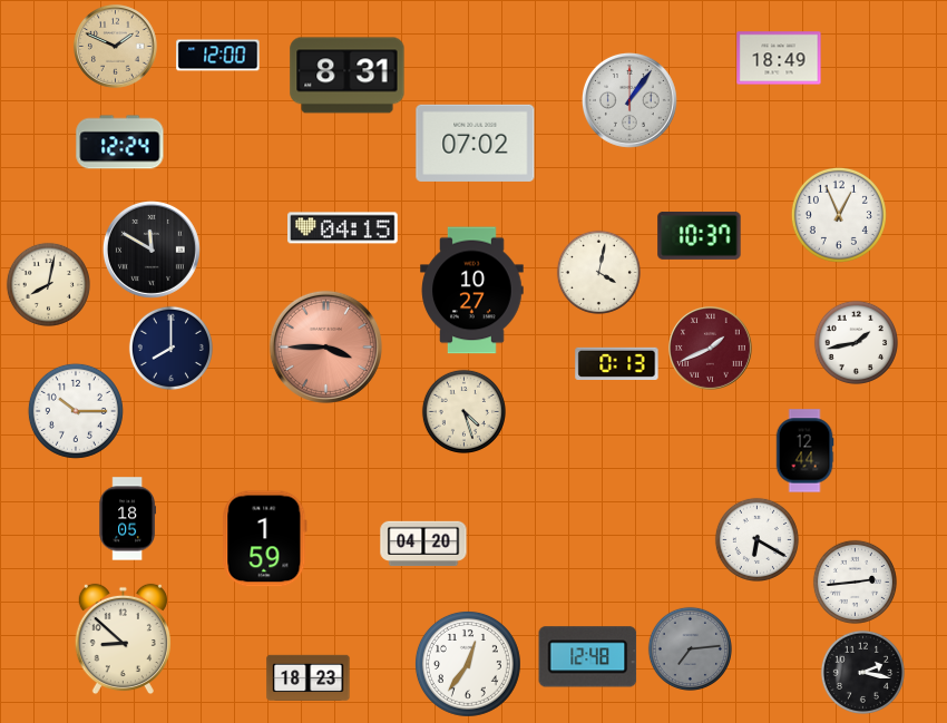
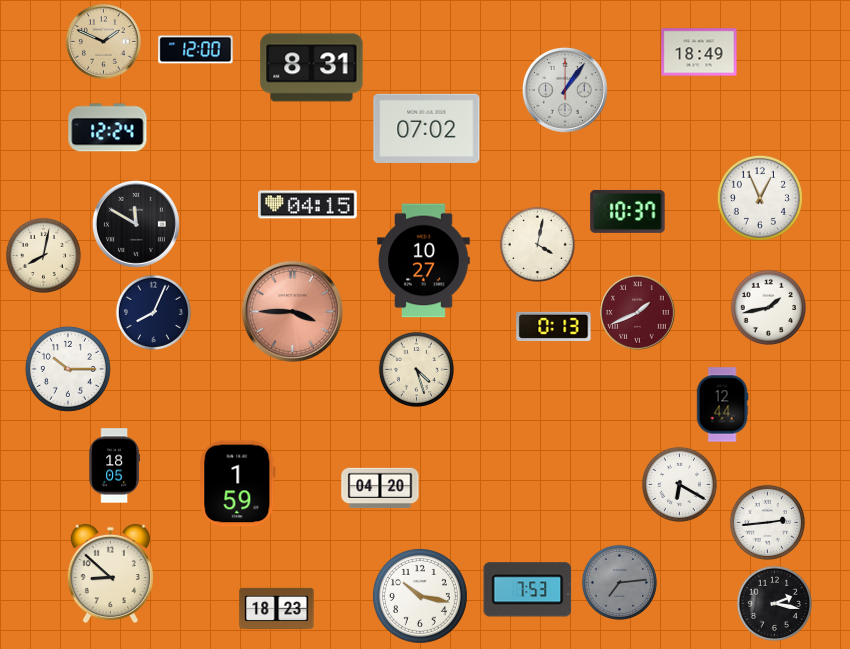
clock at (839, 215) position: (839, 215) -> (760, 198)
clock at (170, 348): 8:00 -> 8:04
clock at (588, 657): 12:48 -> 7:53
clock at (468, 664): 12:36 -> 10:17
